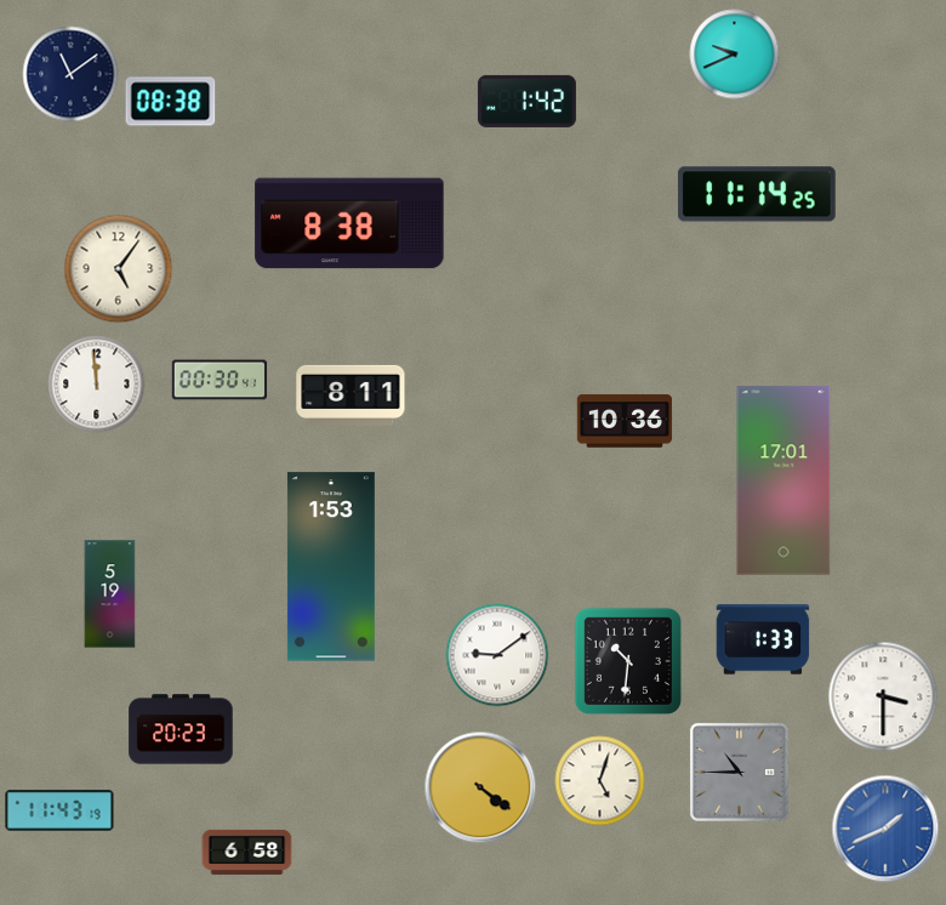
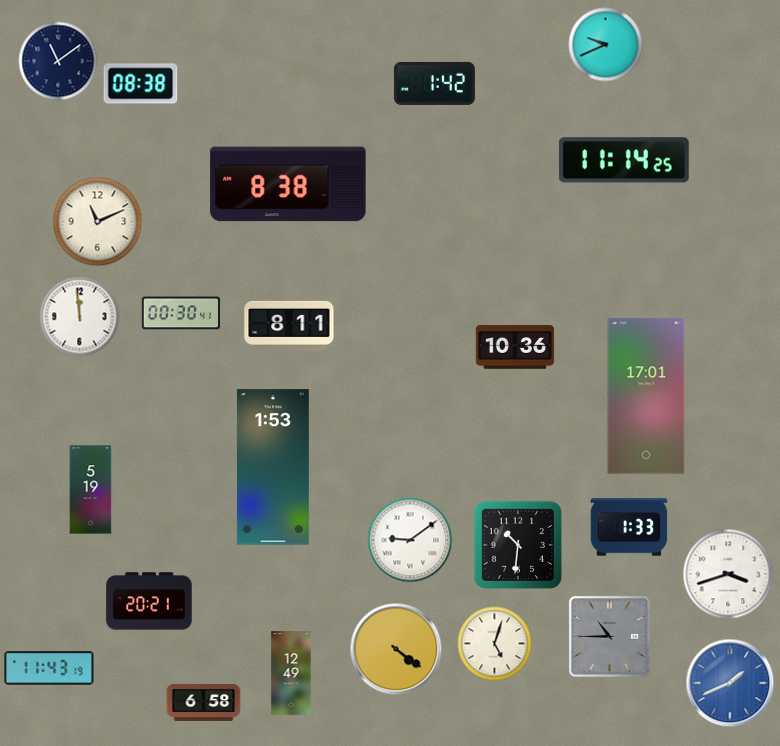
clock at (119, 269): 5:06 -> 11:11
clock at (883, 696): 3:30 -> 3:42
clock at (181, 729): 20:23 -> 20:21
clock at (291, 673): none -> 12:49
